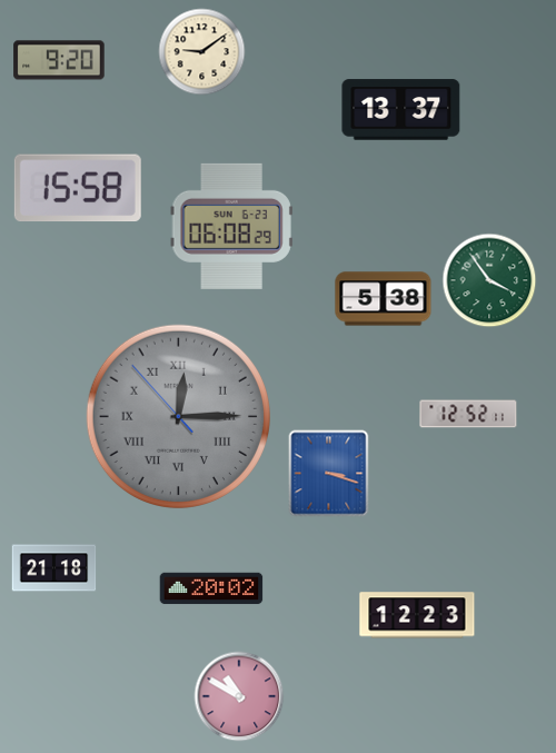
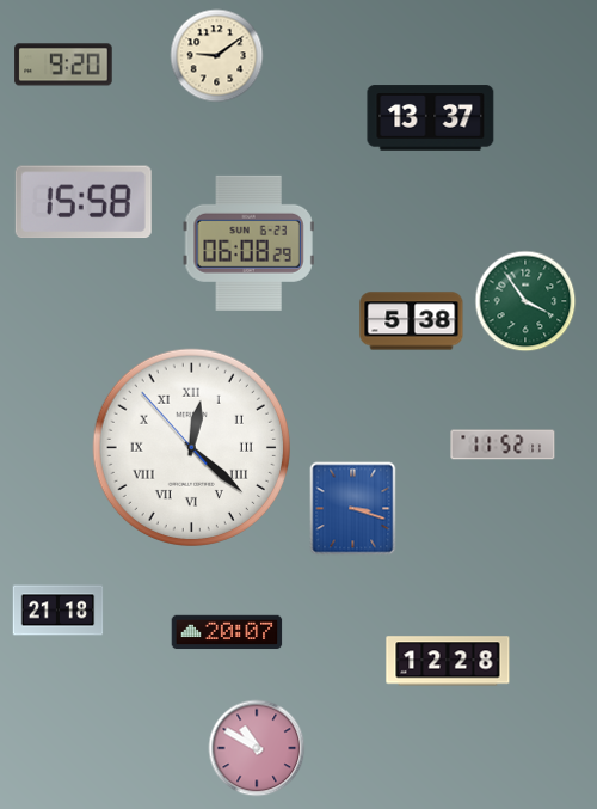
clock at (468, 414): 12:52 -> 11:52
clock at (178, 416): 12:14 -> 12:21
clock at (178, 416) dial: grey -> white
clock at (211, 588): 20:02 -> 20:07
clock at (417, 615): 12:23 -> 12:28
